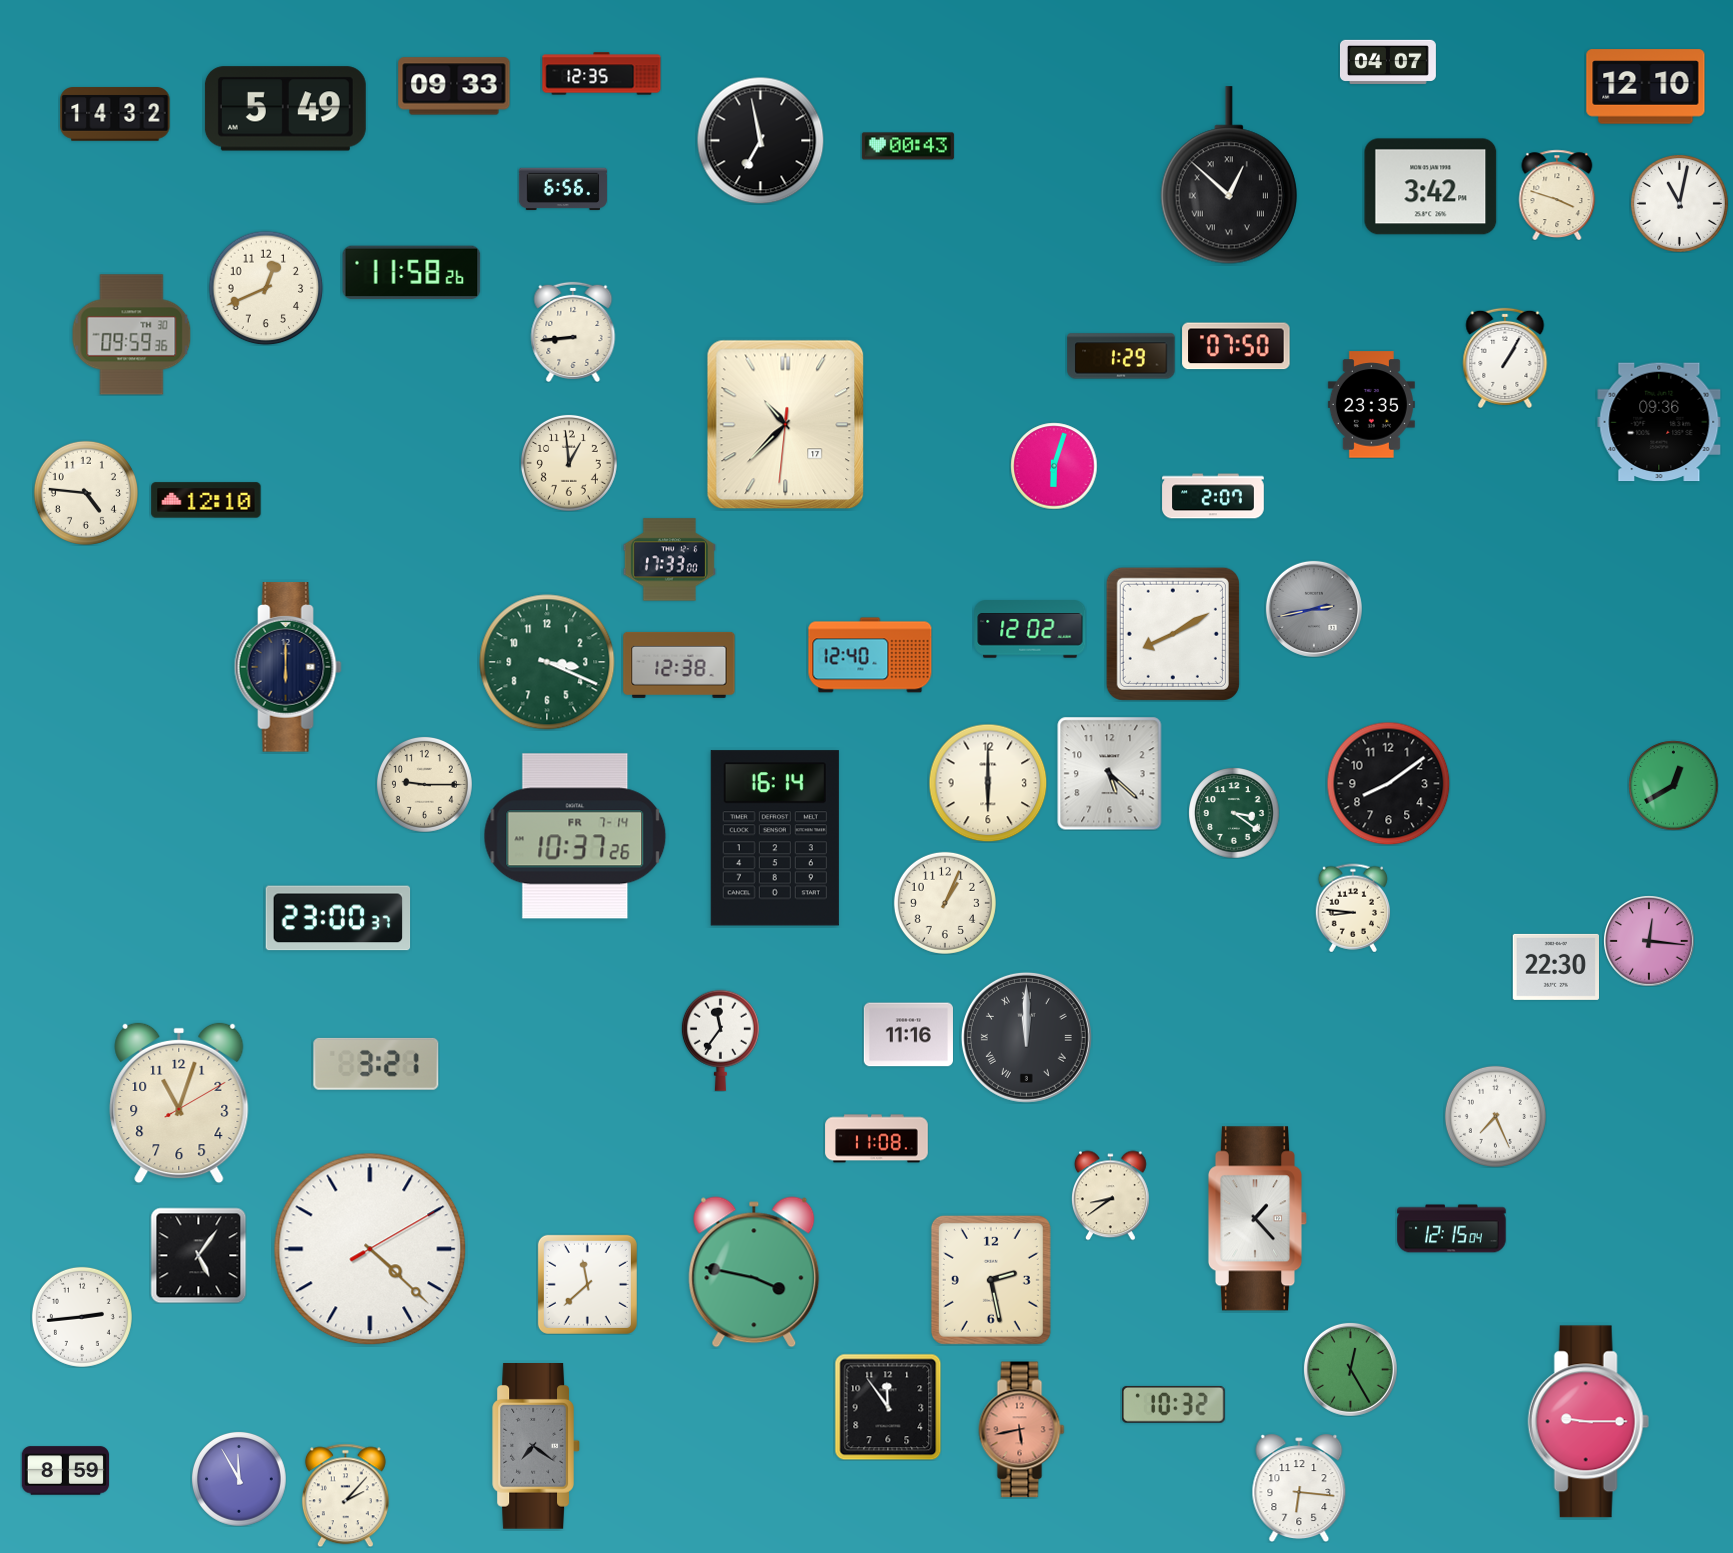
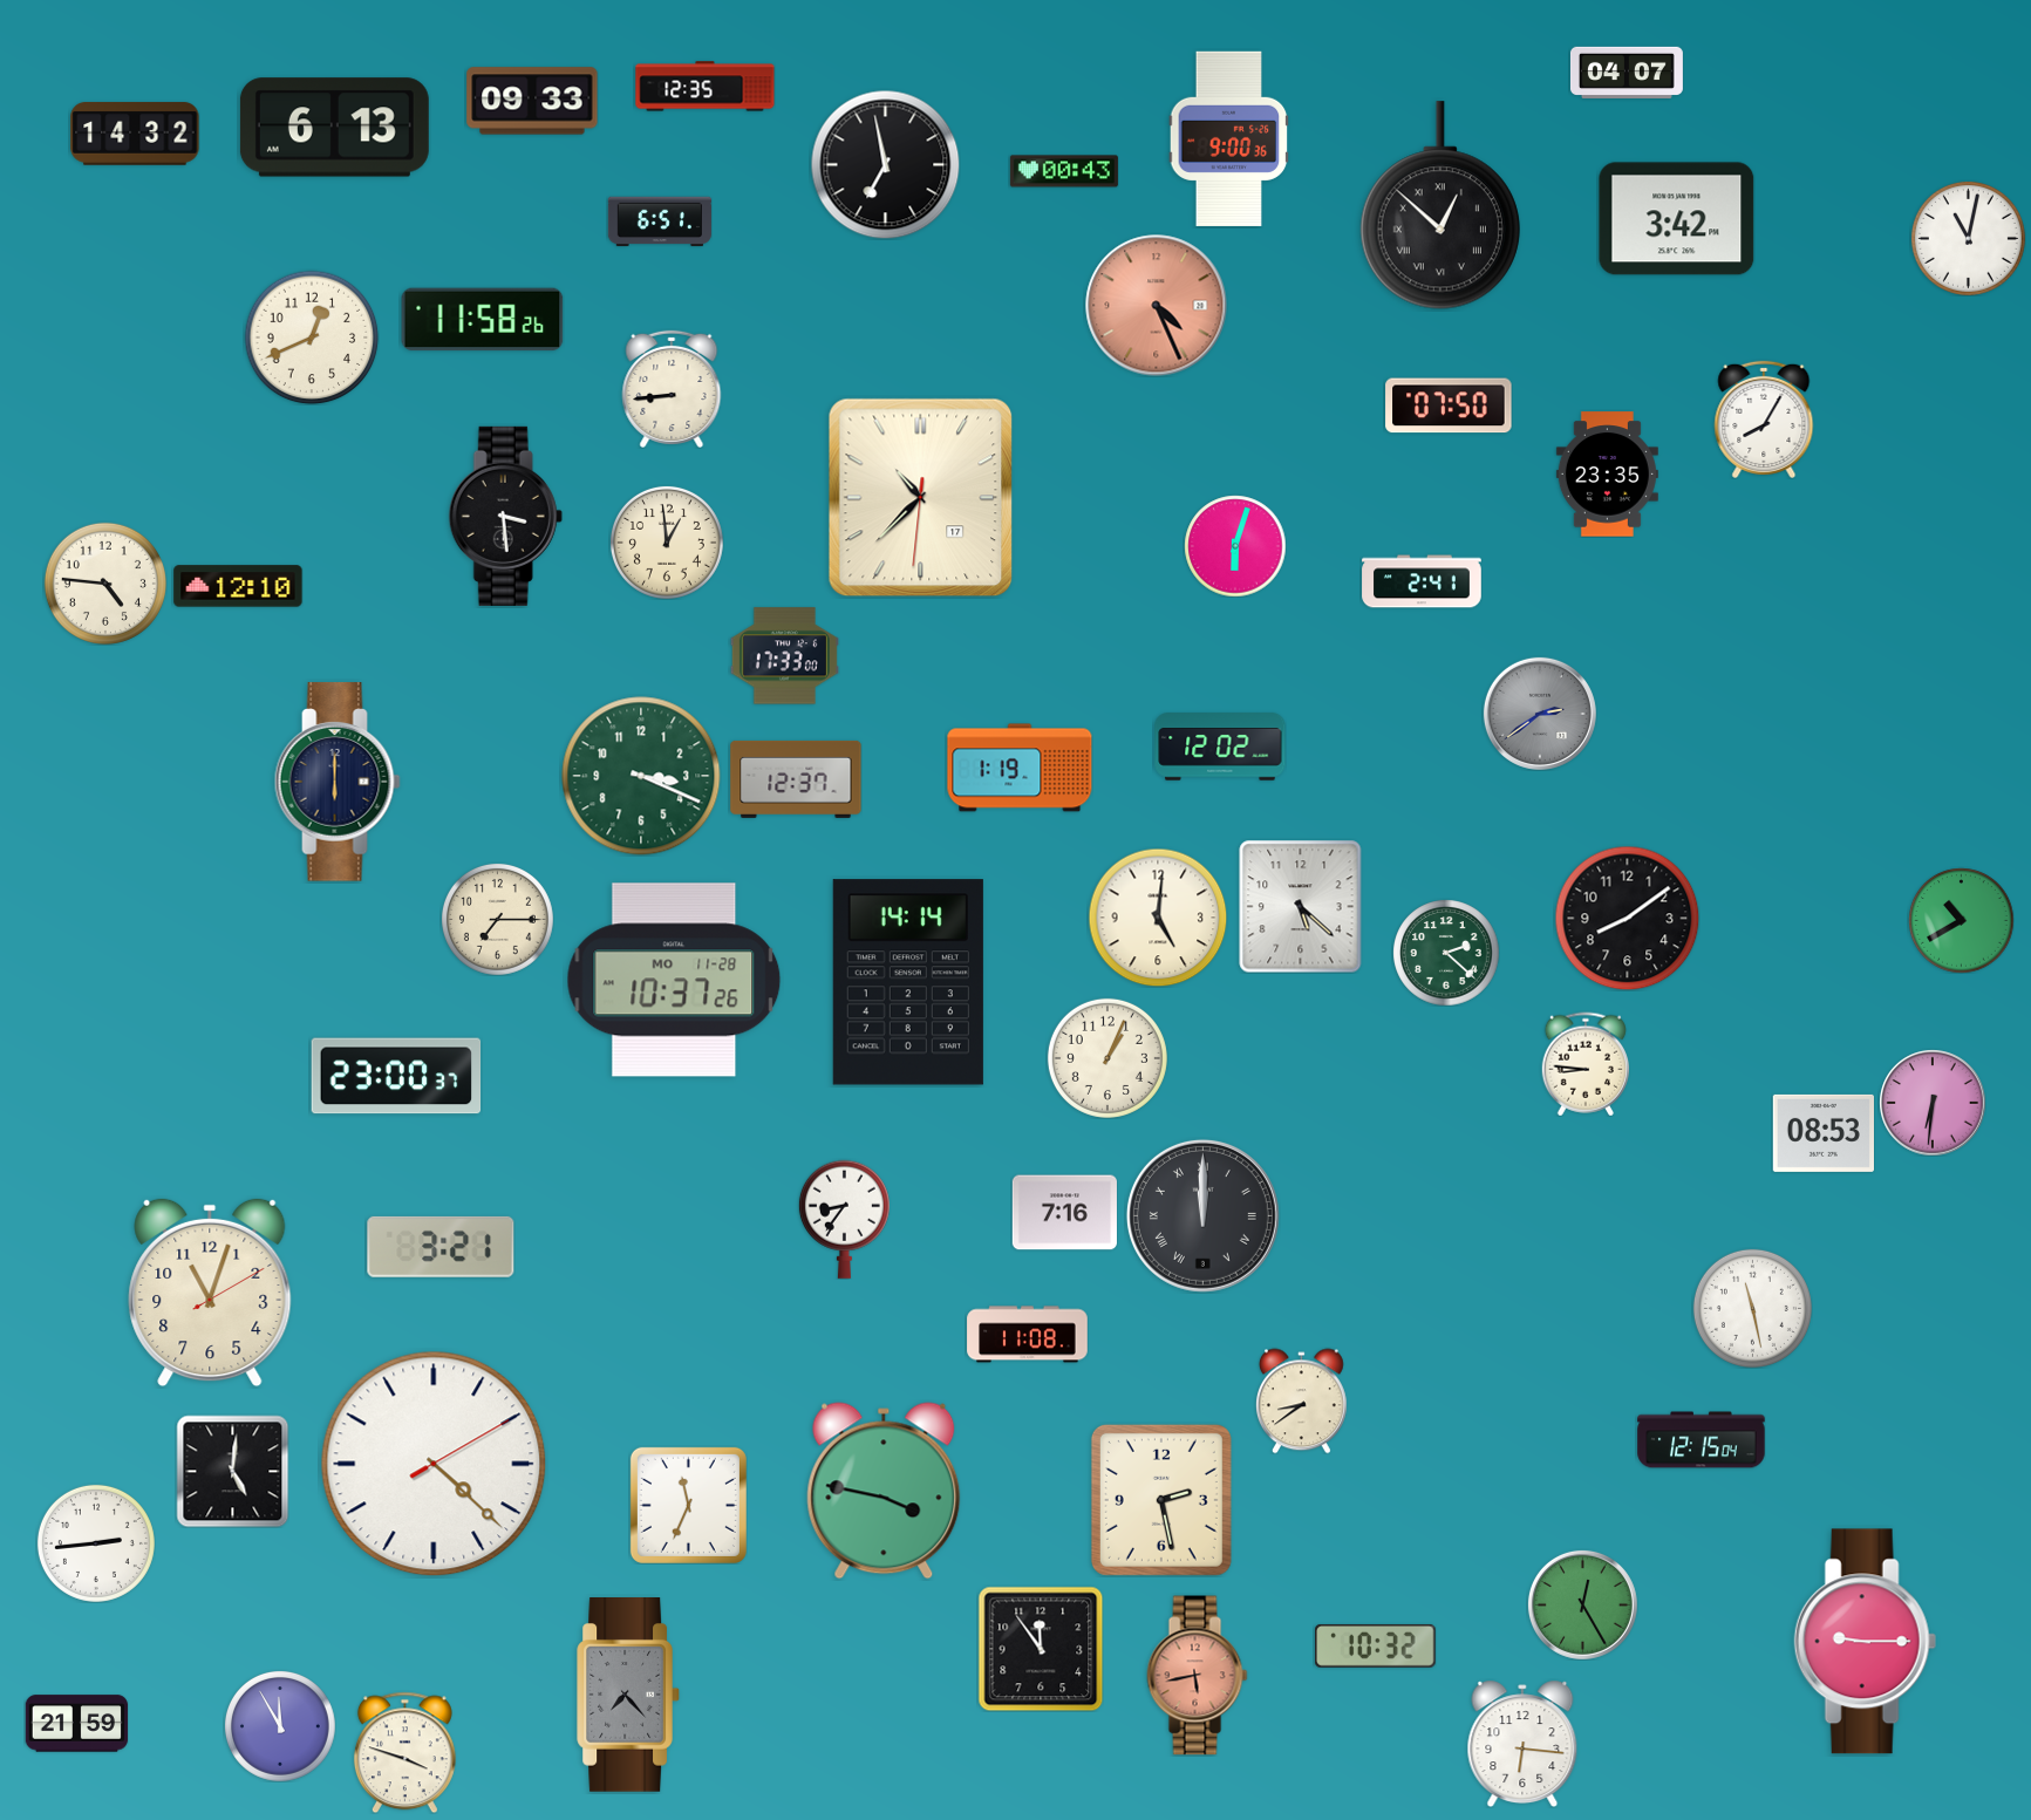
clock at (1646, 87): 12:10 -> none
clock at (285, 109): 5:49 -> 6:13
clock at (1229, 138): none -> 9:00
clock at (760, 140) position: (760, 140) -> (885, 164)
clock at (563, 189): 6:56 -> 6:51
clock at (1557, 195): 3:48 -> none
clock at (1157, 306): none -> 4:26
clock at (132, 335): 09:59 -> none
clock at (1121, 356): 1:29 -> none
clock at (1505, 358): 1:05 -> 8:05
clock at (1659, 422): 09:36 -> none
clock at (505, 516): none -> 3:29
clock at (86, 493) position: (86, 493) -> (105, 584)
clock at (1213, 496): 2:07 -> 2:41
clock at (206, 500) position: (206, 500) -> (238, 586)
clock at (1314, 609): 2:43 -> 2:39
clock at (1030, 629) position: (1030, 629) -> (1220, 747)
clock at (1173, 634): 8:10 -> none
clock at (870, 655): 12:40 -> 1:19
clock at (679, 665): 12:38 -> 12:37
clock at (988, 783): 6:00 -> 5:01
clock at (424, 784): 9:15 -> 7:15
clock at (1673, 785): 12:40 -> 10:40
clock at (1234, 813): 3:21 -> 2:22
clock at (575, 836) date: FR 7-14 -> MO 11-28
clock at (775, 838): 16:14 -> 14:14
clock at (1649, 941): 12:16 -> 6:31
clock at (1555, 967): 22:30 -> 08:53
clock at (908, 1035): 11:16 -> 7:16
clock at (720, 1040): 11:36 -> 8:36
clock at (1495, 1116): 7:26 -> 11:28
clock at (1257, 1219): 1:23 -> none
clock at (198, 1255): 5:06 -> 5:01
clock at (587, 1284): 11:38 -> 11:34
clock at (1588, 1422) position: (1588, 1422) -> (1865, 1642)
clock at (536, 1447): 7:21 -> 7:23
clock at (65, 1471): 8:59 -> 21:59
clock at (239, 1479) position: (239, 1479) -> (280, 1726)
clock at (345, 1495): 2:07 -> 3:48
